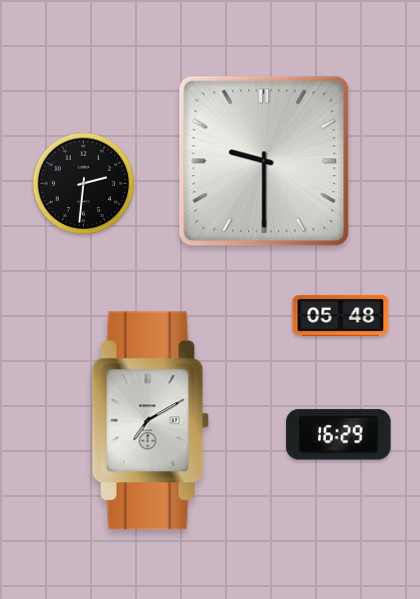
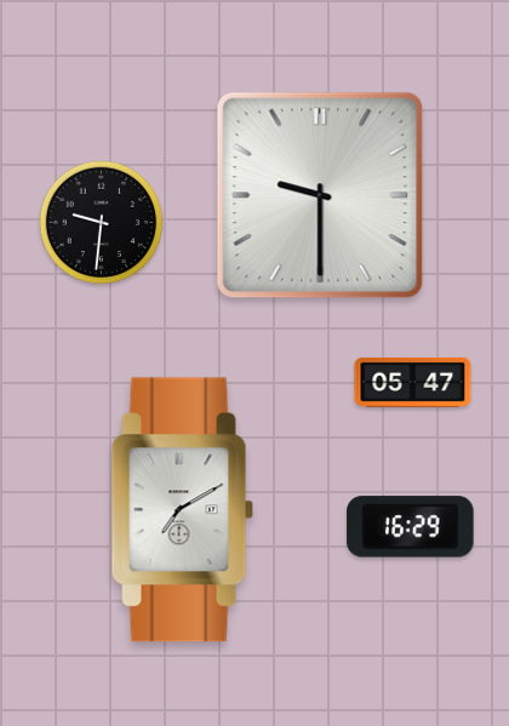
clock at (84, 184): 2:31 -> 9:31
clock at (341, 315): 05:48 -> 05:47
